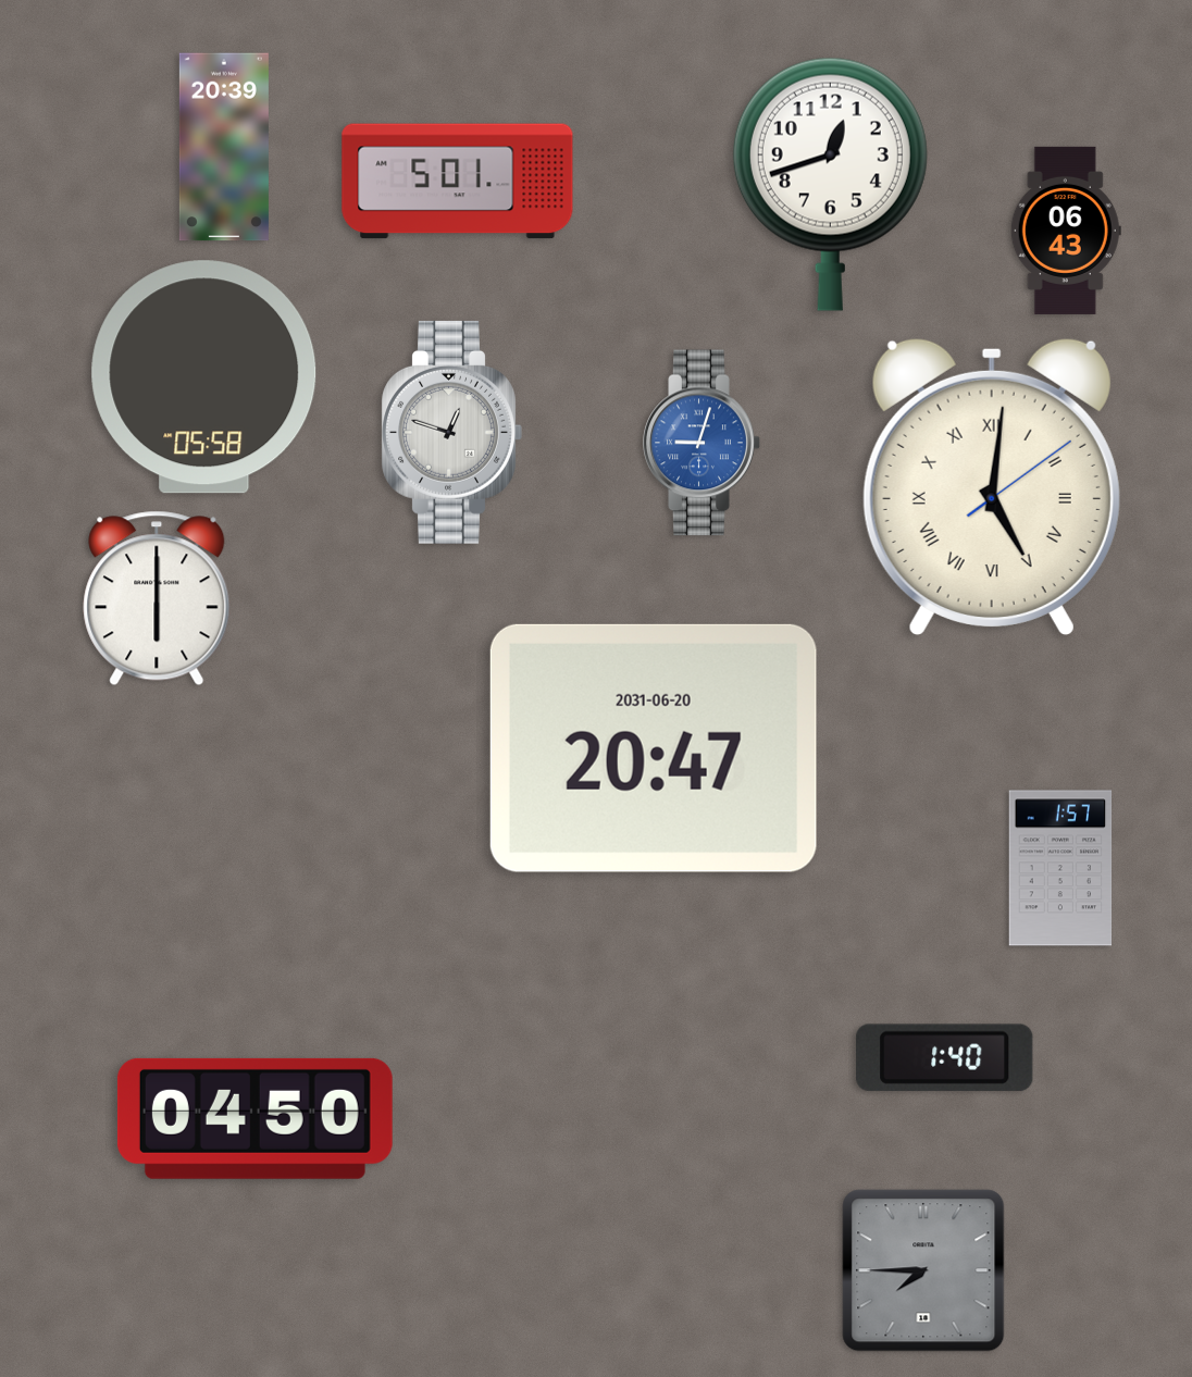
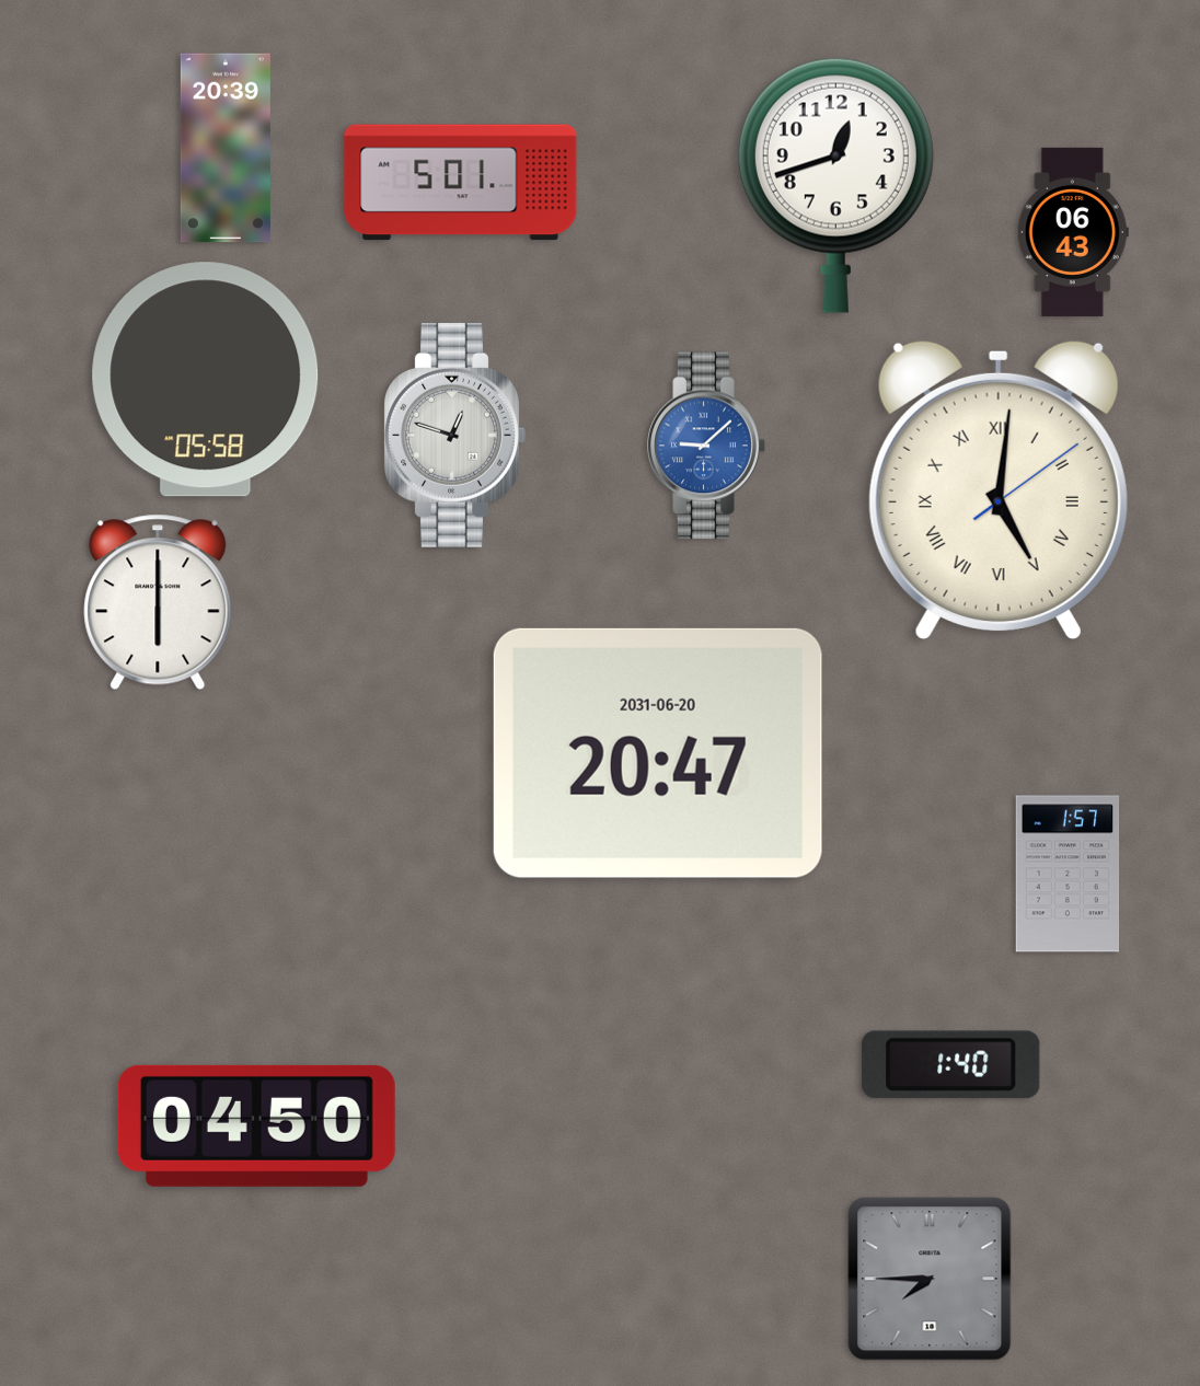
clock at (701, 443): 9:03 -> 9:08
